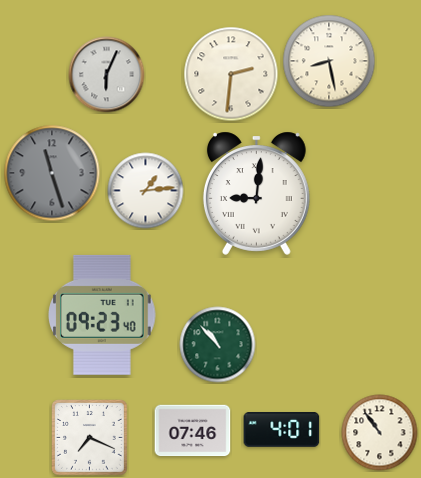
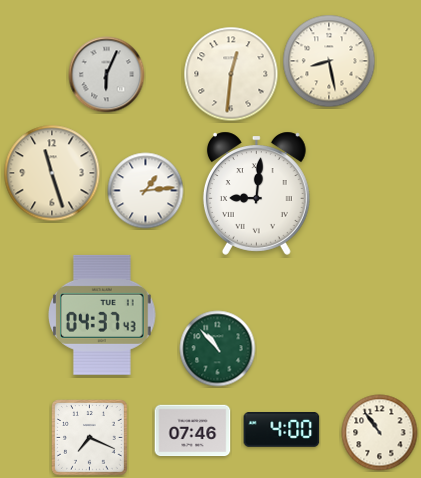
clock at (231, 74): 2:31 -> 12:31
clock at (52, 173) dial: grey -> cream
clock at (103, 315): 09:23 -> 04:37
clock at (218, 345) position: (218, 345) -> (218, 349)
clock at (282, 430): 4:01 -> 4:00
